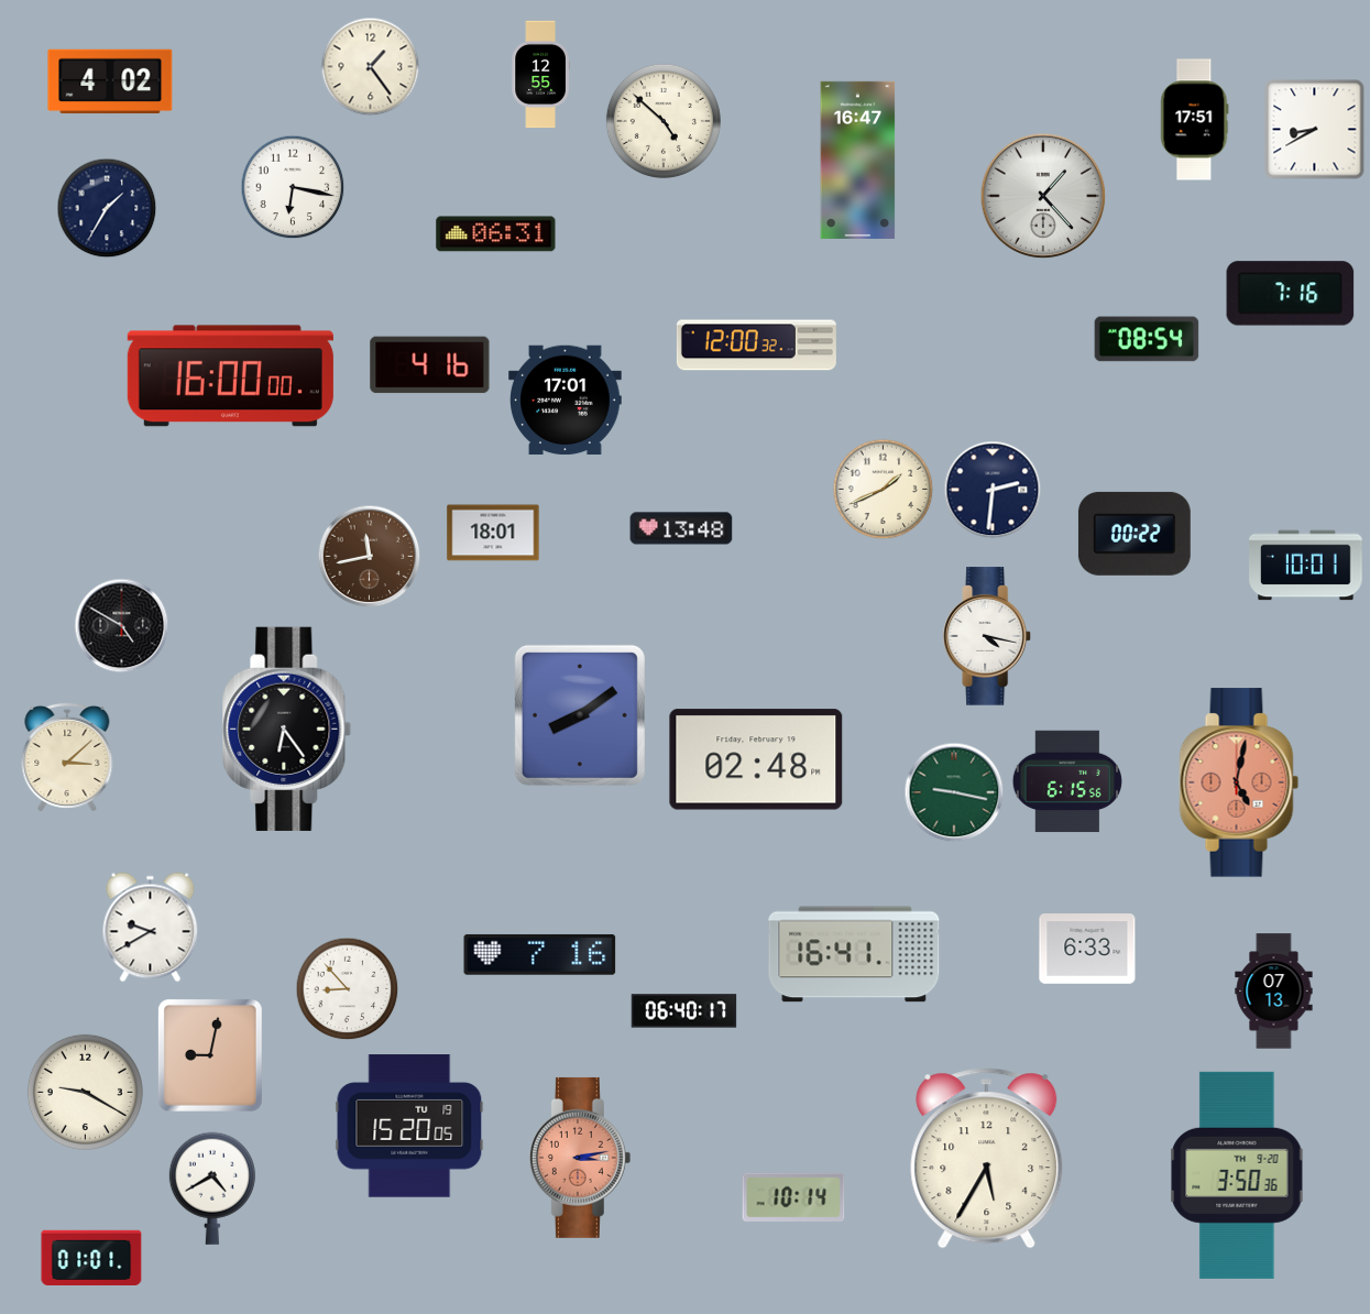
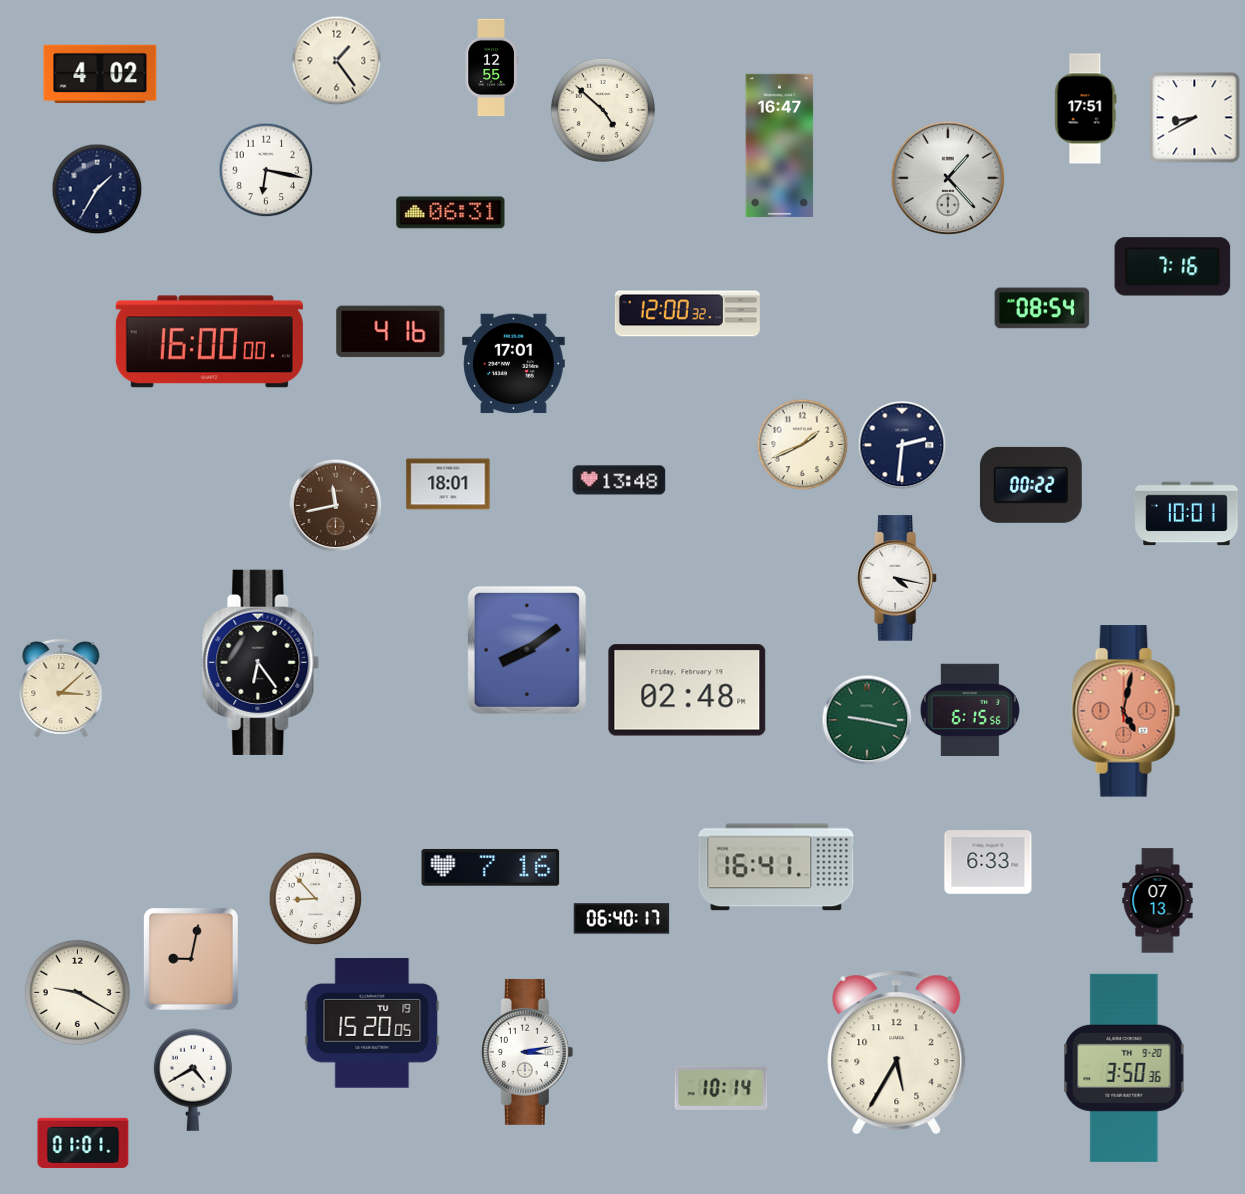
clock at (122, 626): 4:50 -> none
clock at (151, 928): 9:40 -> none
clock at (580, 1158) dial: salmon -> white
